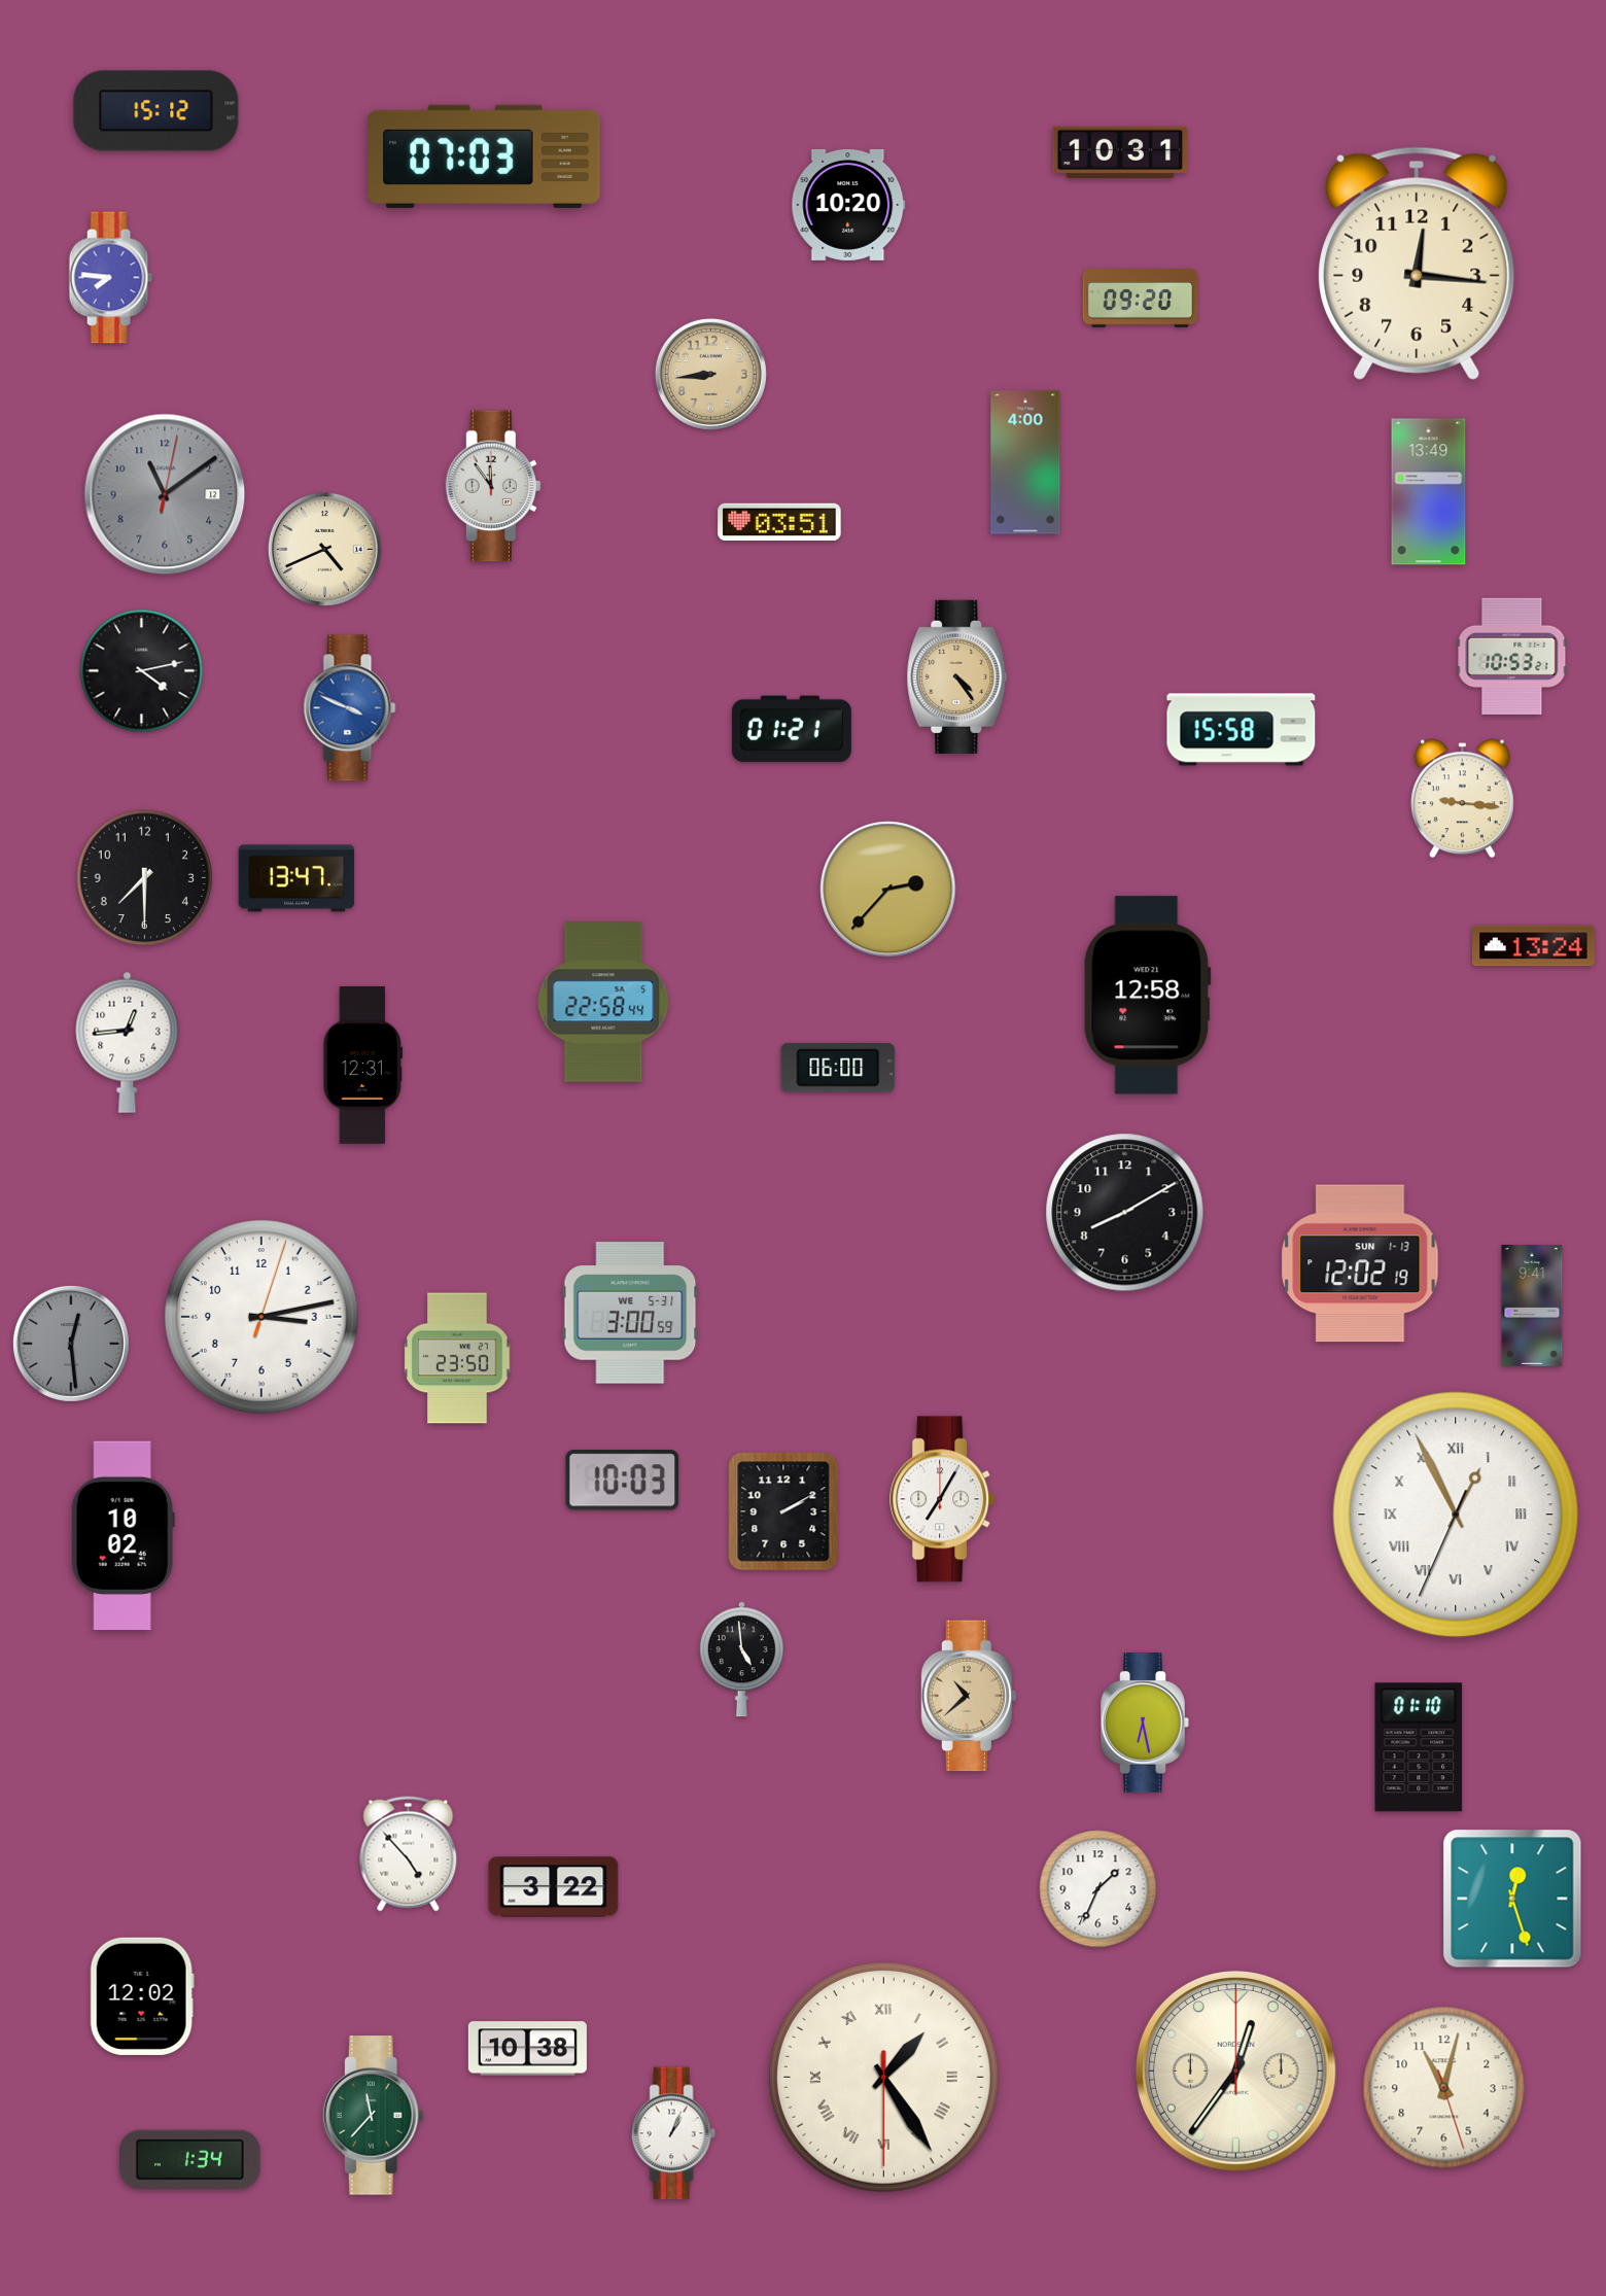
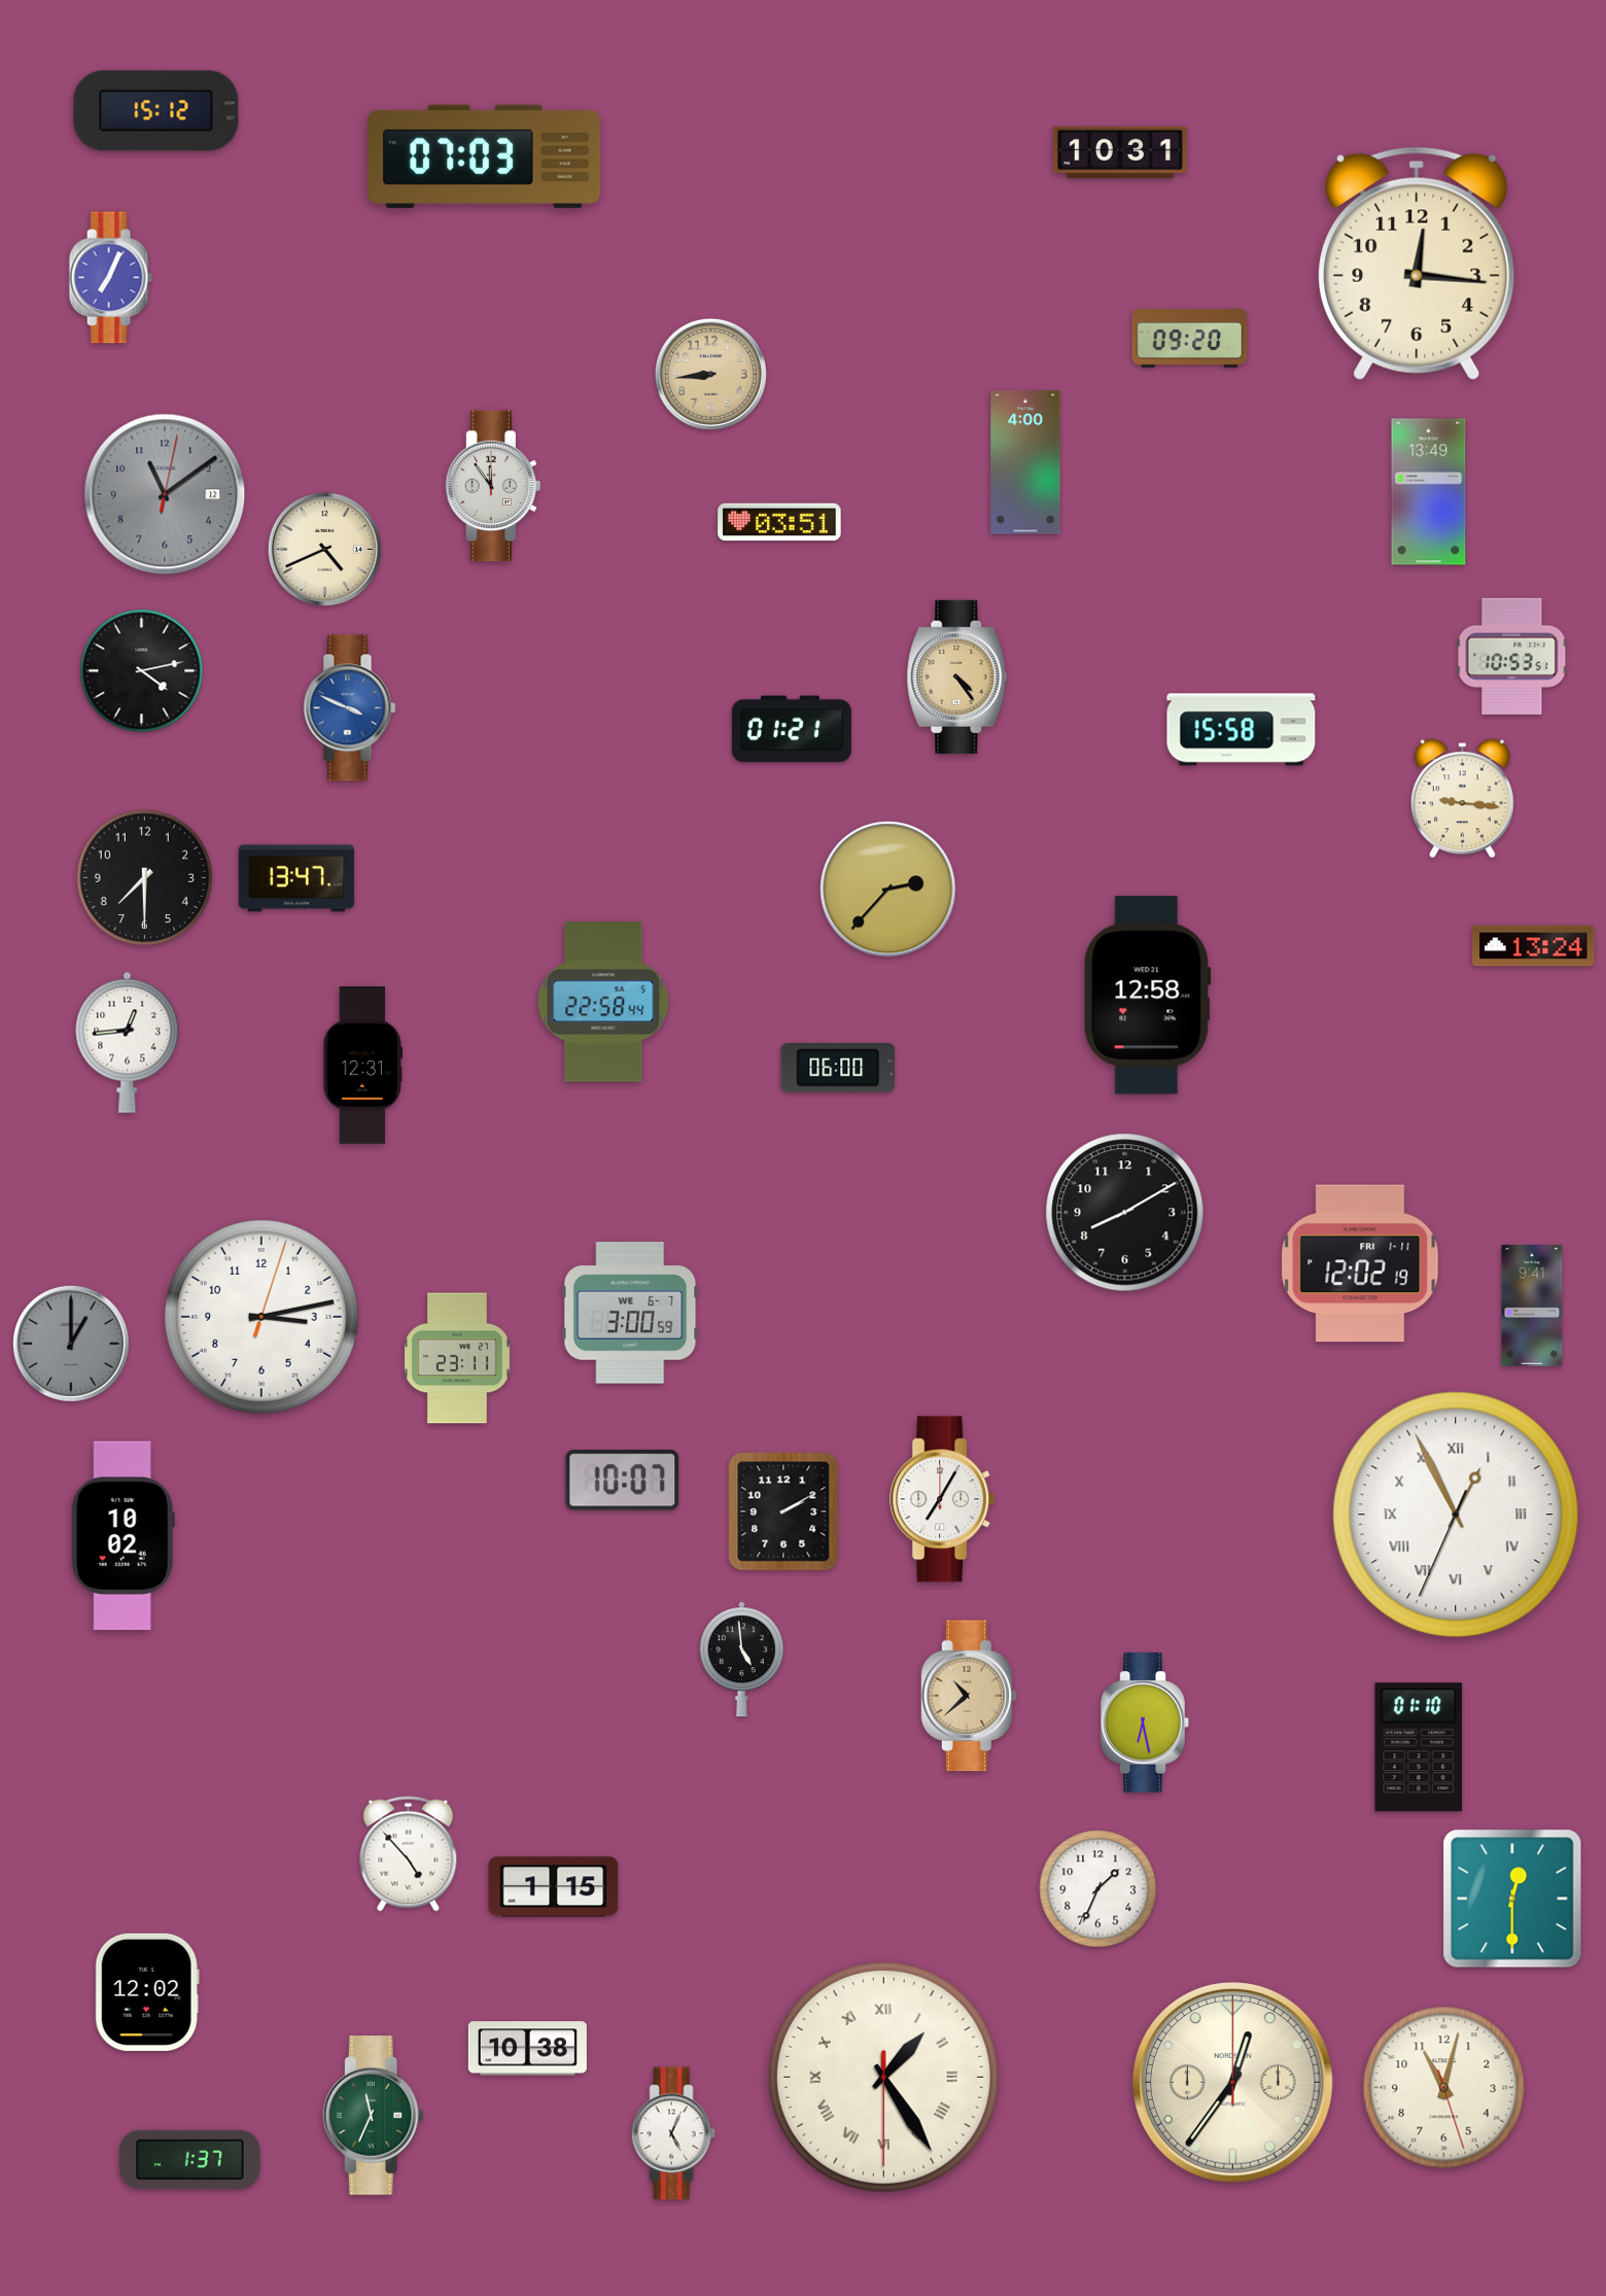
clock at (848, 205): 10:20 -> none
clock at (110, 278): 7:46 -> 7:04
clock at (1141, 299) position: (1141, 299) -> (1190, 339)
clock at (1512, 656): 10:53:21 -> 10:53:51
clock at (1360, 1263) date: SUN 1-13 -> FRI 1-11
clock at (630, 1313) date: WE 5-31 -> WE 6-7
clock at (71, 1344): 12:29 -> 1:00
clock at (457, 1358): 23:50 -> 23:11
clock at (623, 1481): 10:03 -> 10:07
clock at (554, 1887): 3:22 -> 1:15
clock at (1512, 1899): 12:27 -> 12:30
clock at (142, 1996) position: (142, 1996) -> (147, 1992)
clock at (1236, 2072) position: (1236, 2072) -> (1233, 2083)
clock at (373, 2116): 11:37 -> 11:34
clock at (673, 2133): 1:04 -> 5:04
clock at (190, 2159): 1:34 -> 1:37
